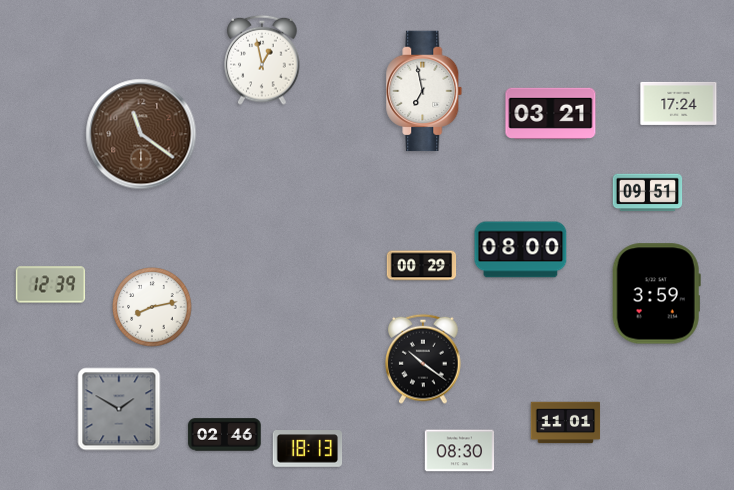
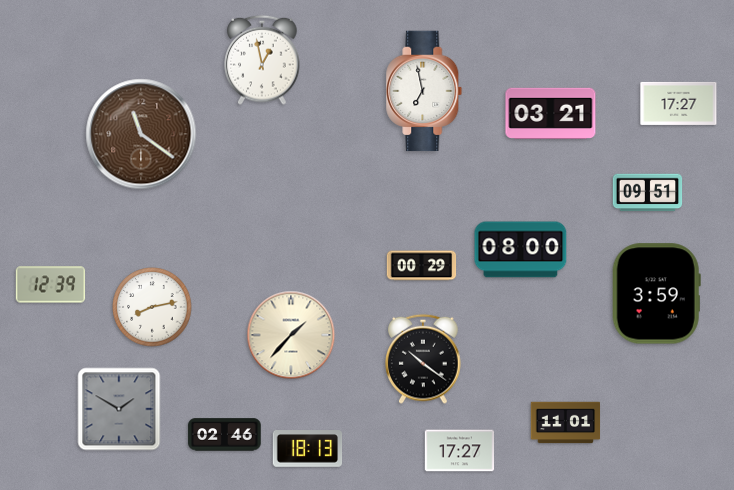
clock at (679, 103): 17:24 -> 17:27
clock at (291, 335): none -> 1:37
clock at (460, 451): 08:30 -> 17:27
